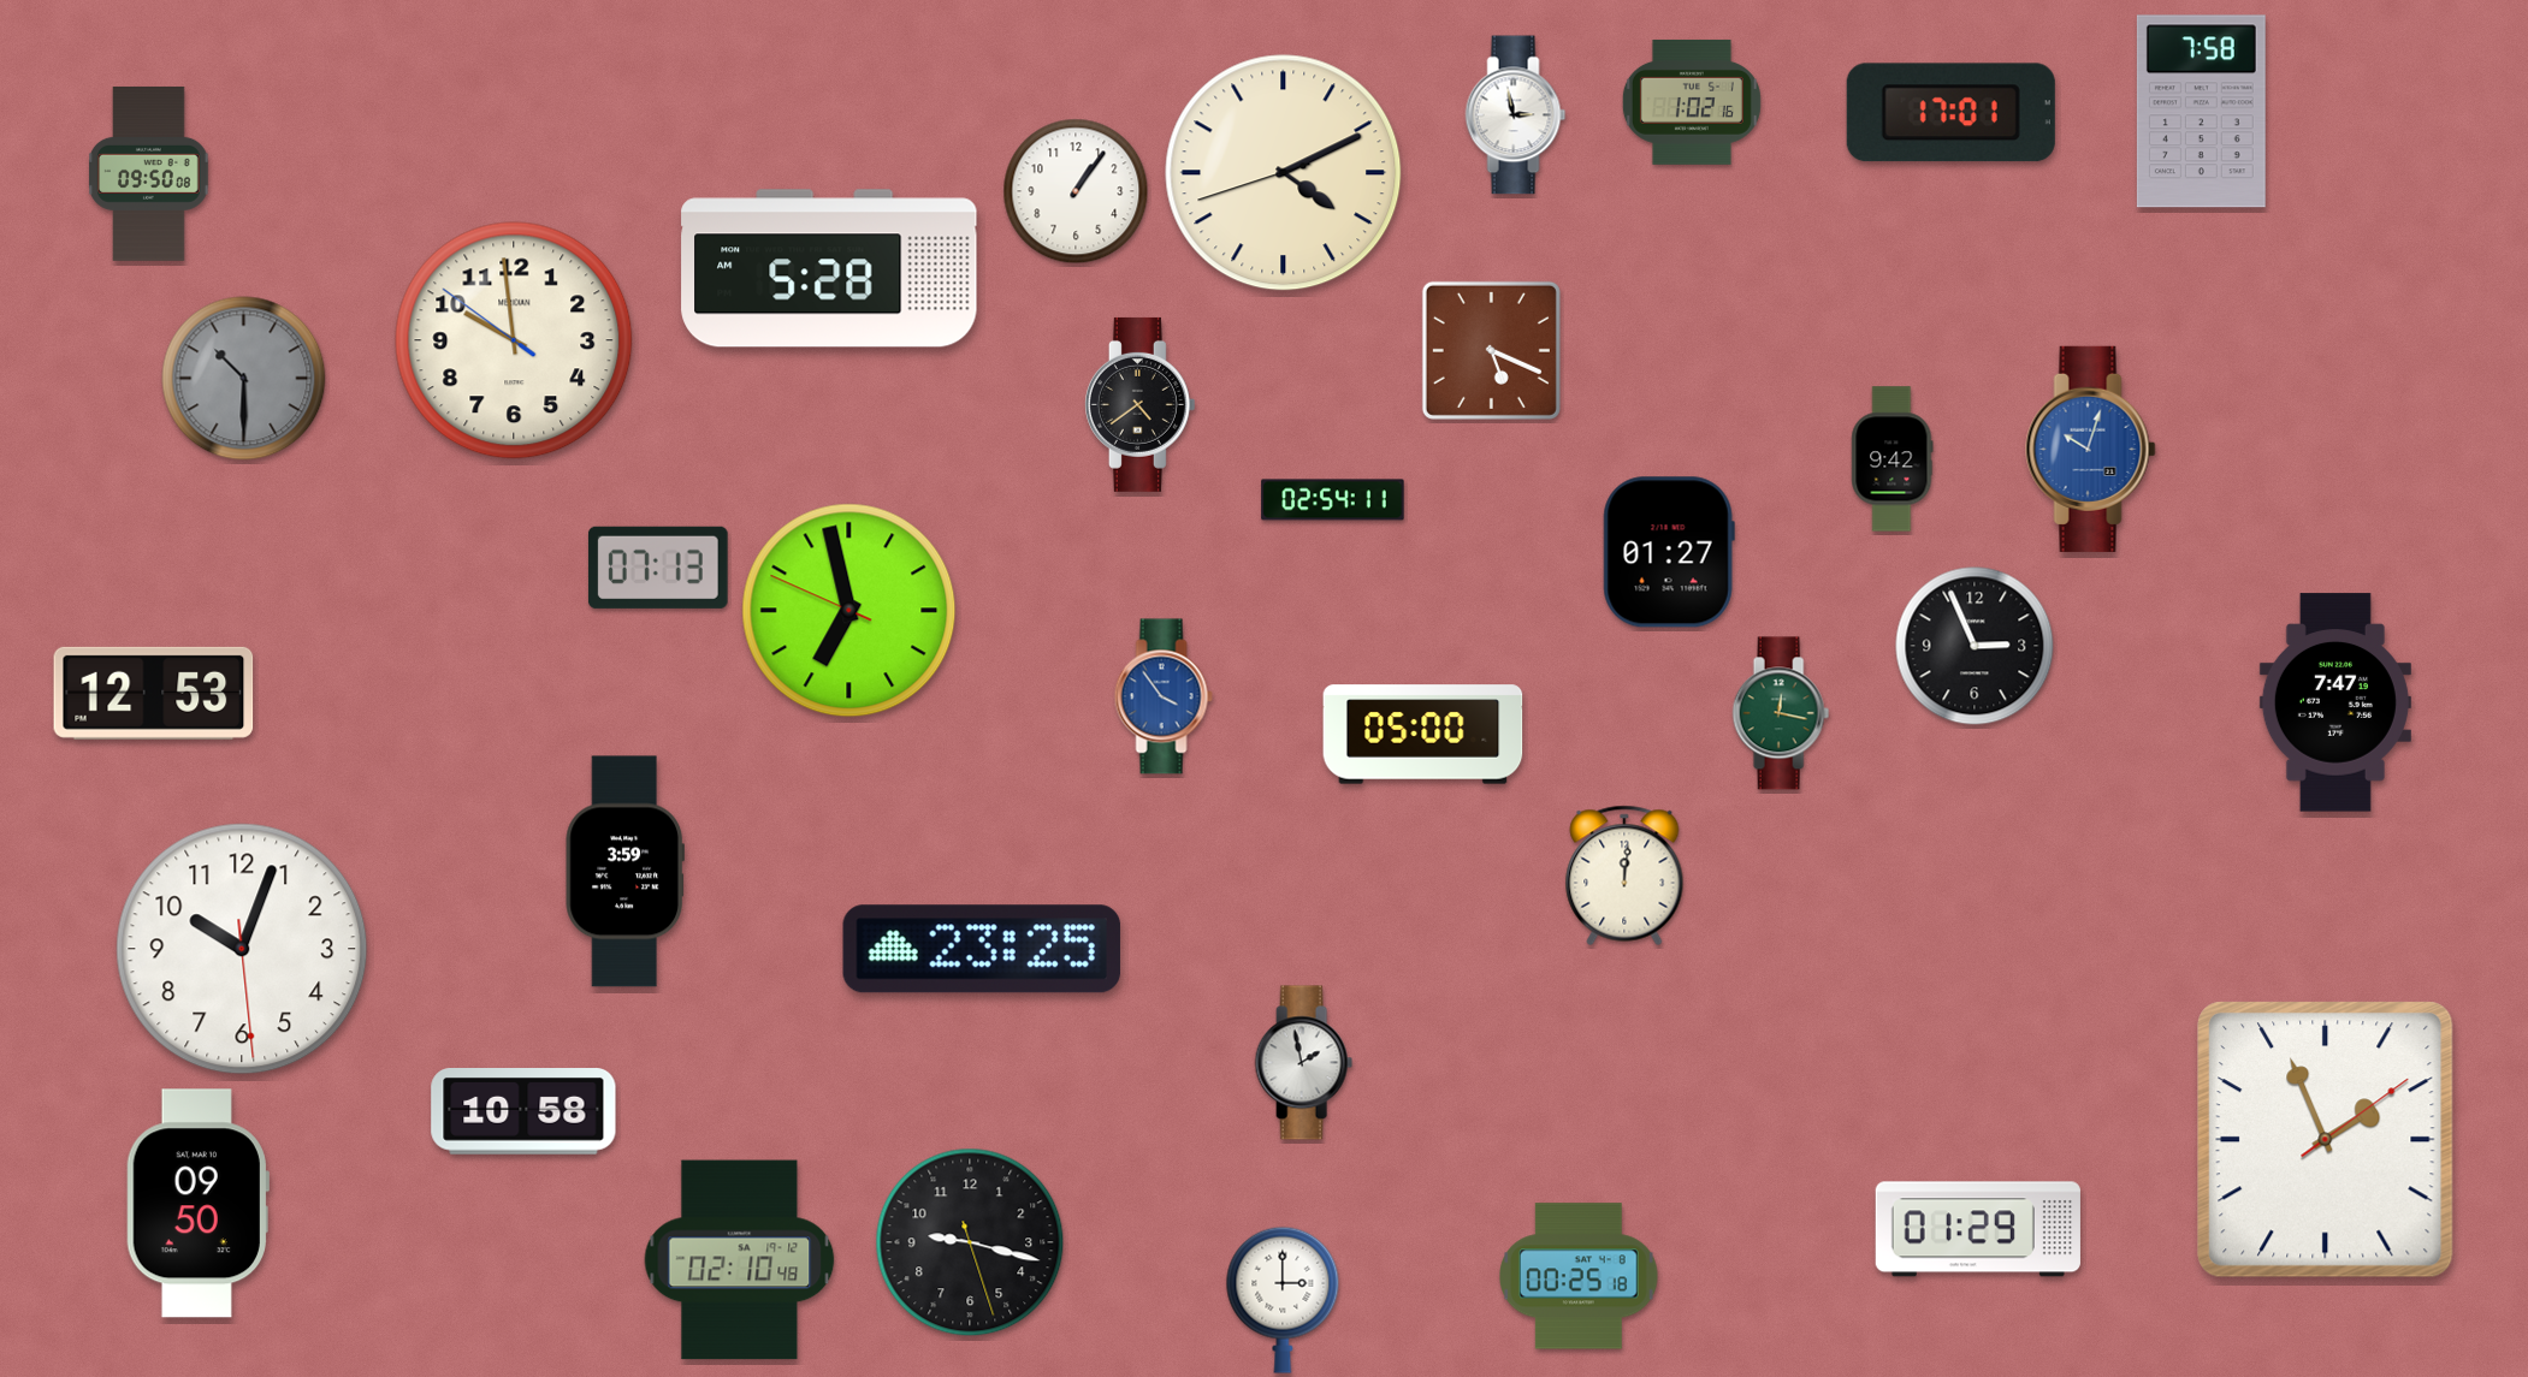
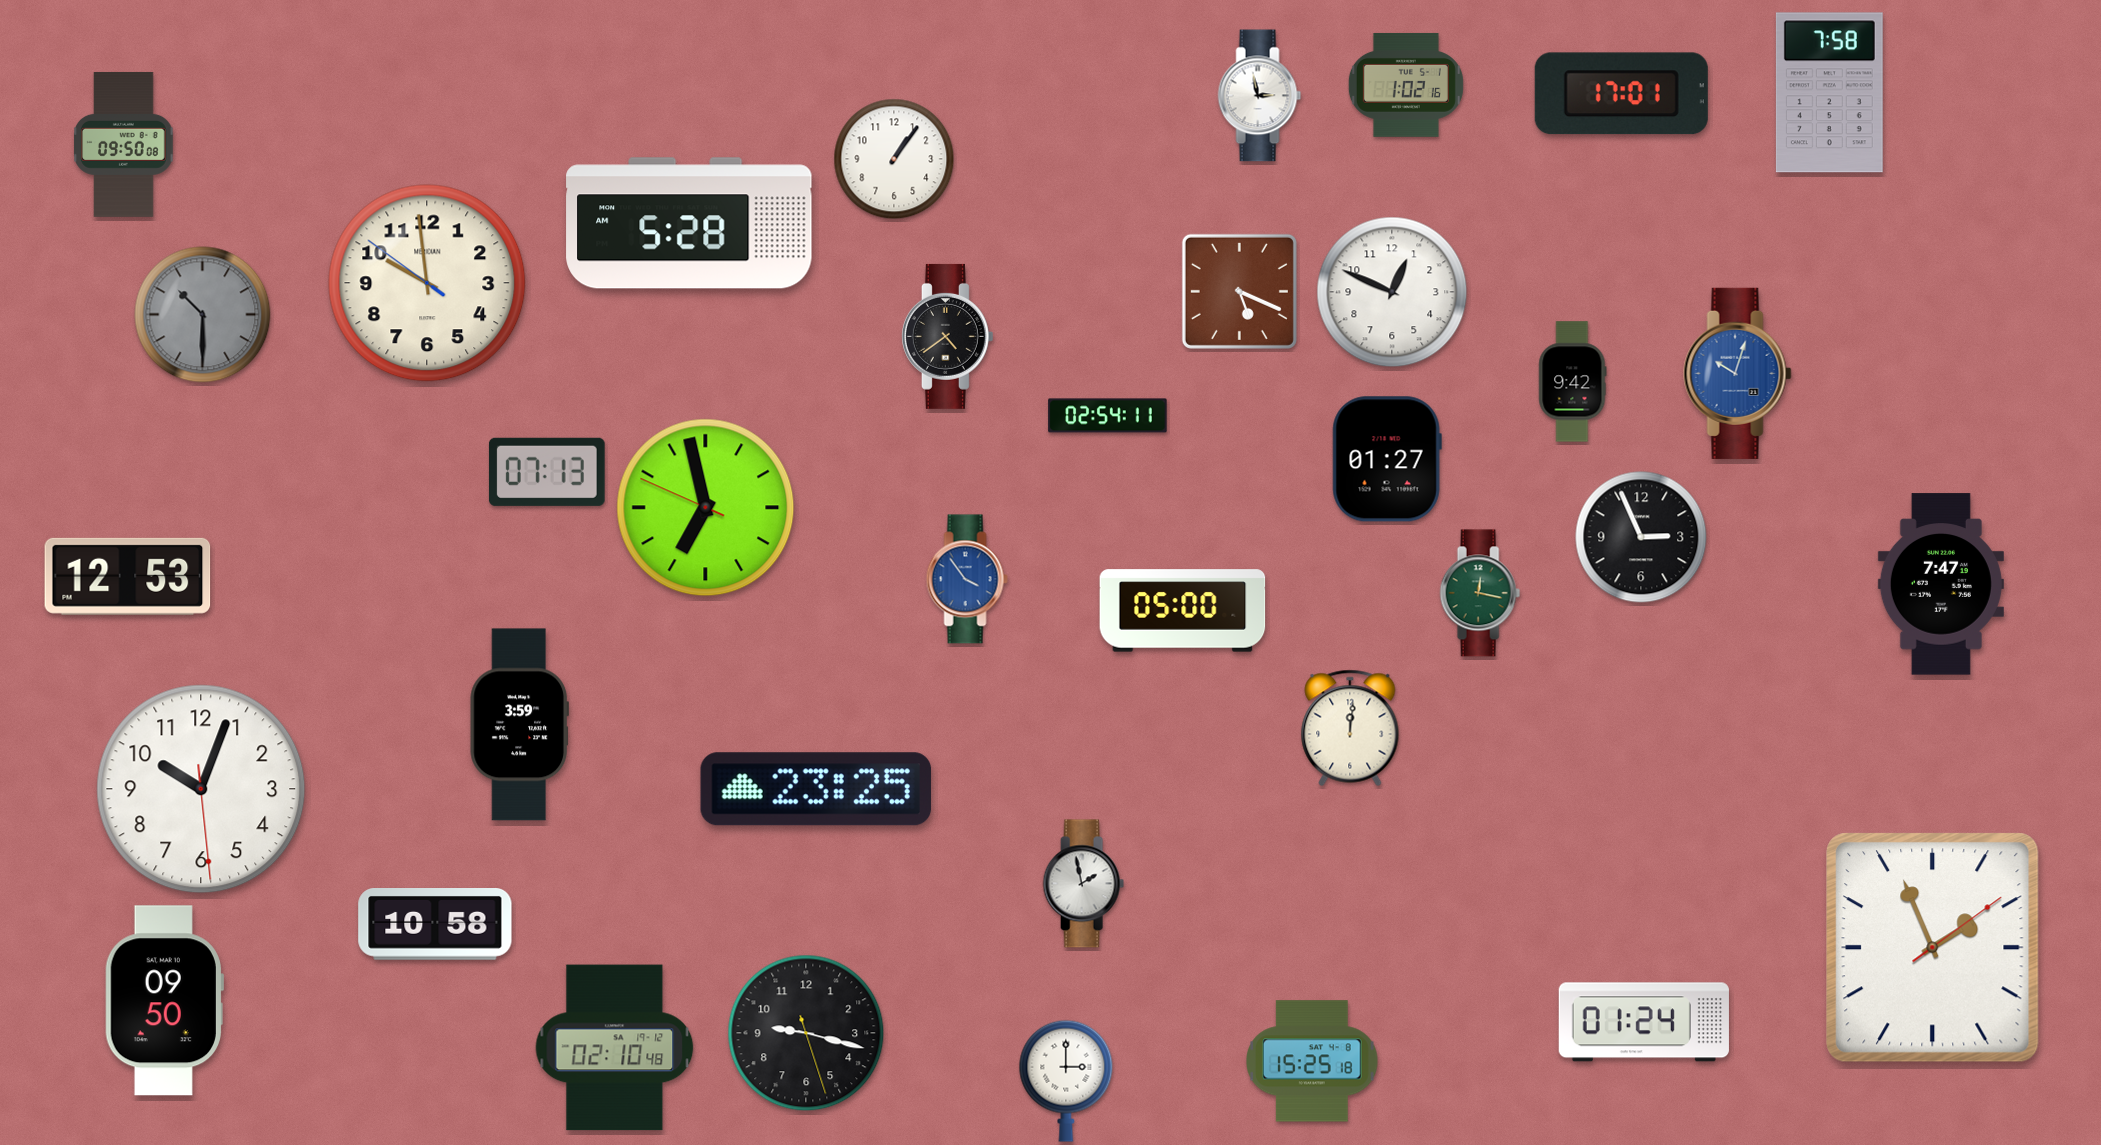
clock at (1284, 173): 4:10 -> none
clock at (1392, 292): none -> 12:49
clock at (1978, 1229): 01:29 -> 01:24
clock at (1579, 1276): 00:25 -> 15:25
